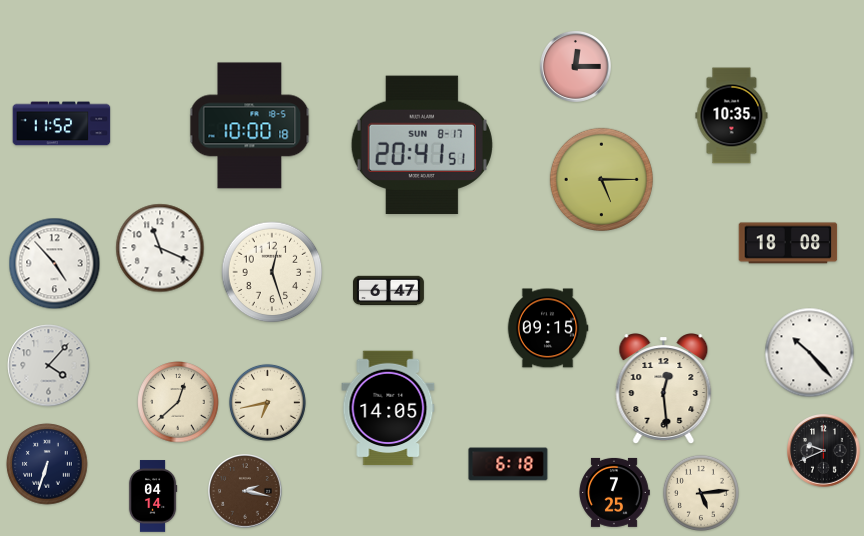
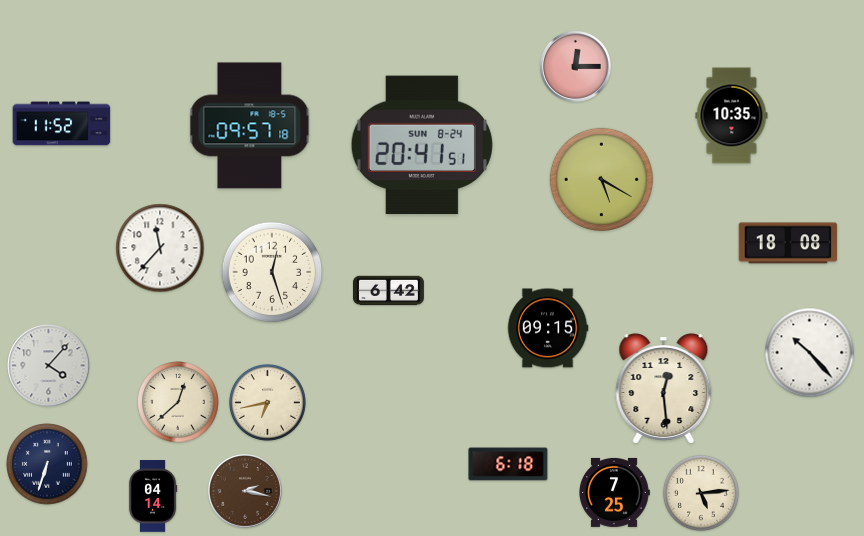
clock at (250, 126): 10:00 -> 09:57
clock at (422, 145) date: SUN 8-17 -> SUN 8-24
clock at (601, 179): 5:15 -> 5:20
clock at (160, 248): 11:19 -> 11:37
clock at (55, 264): 4:53 -> none
clock at (388, 291): 6:47 -> 6:42
clock at (388, 408): 14:05 -> none
clock at (824, 451): 9:41 -> none
